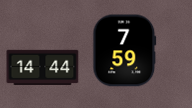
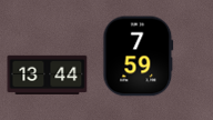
clock at (43, 67): 14:44 -> 13:44
